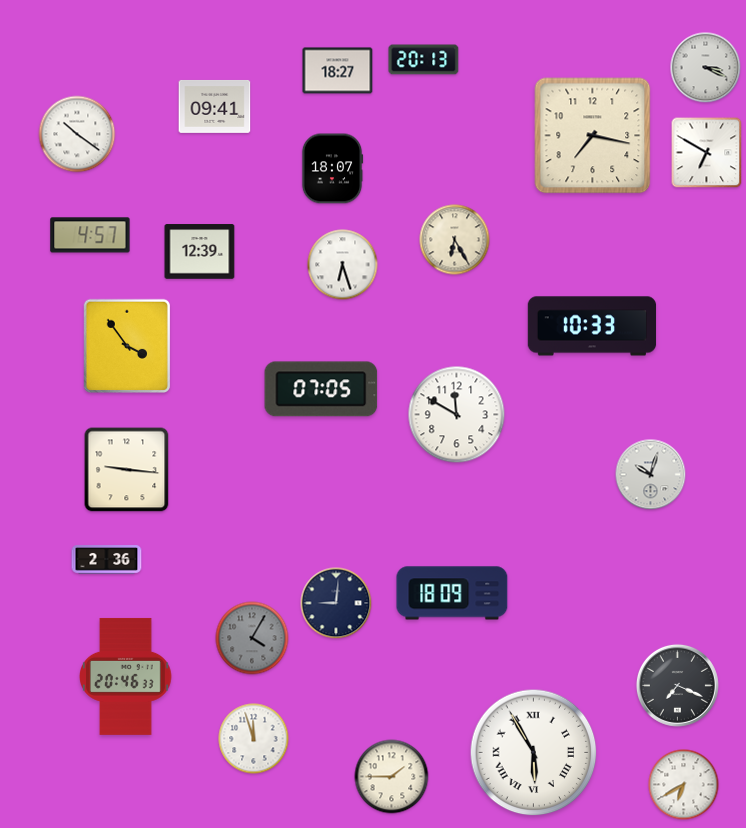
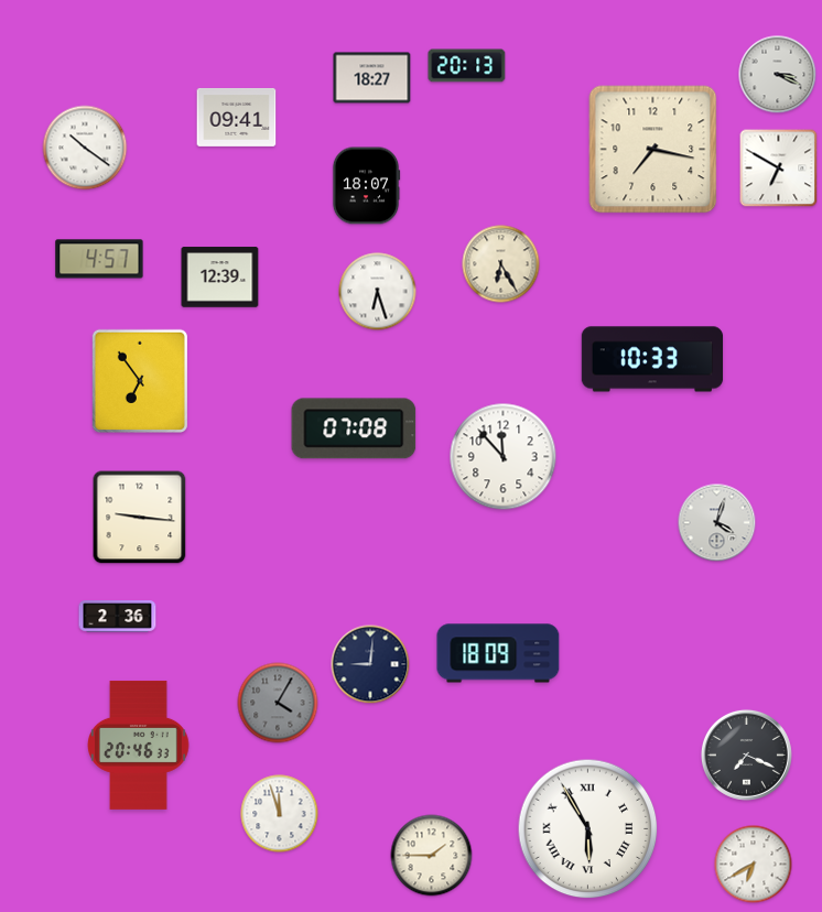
clock at (126, 345): 3:54 -> 6:54
clock at (321, 389): 07:05 -> 07:08
clock at (457, 415): 11:50 -> 11:53
clock at (651, 475): 10:03 -> 4:03
